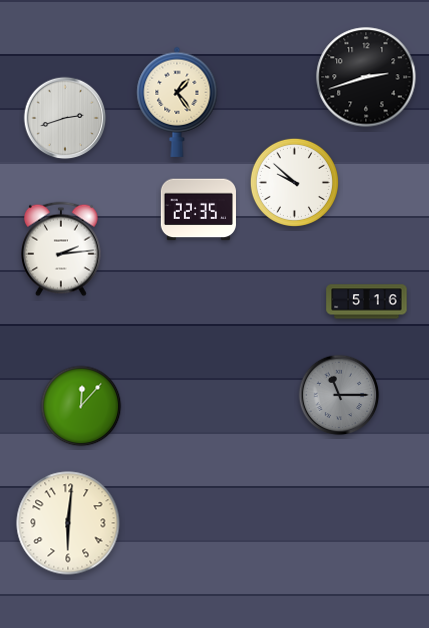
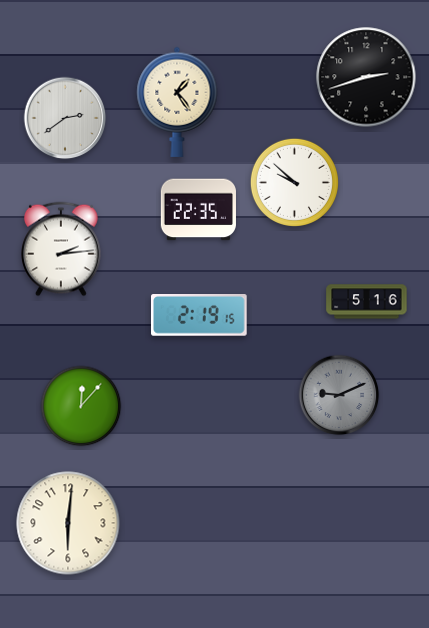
clock at (65, 118): 2:42 -> 2:39
clock at (200, 316): none -> 2:19
clock at (339, 395): 11:15 -> 9:11
